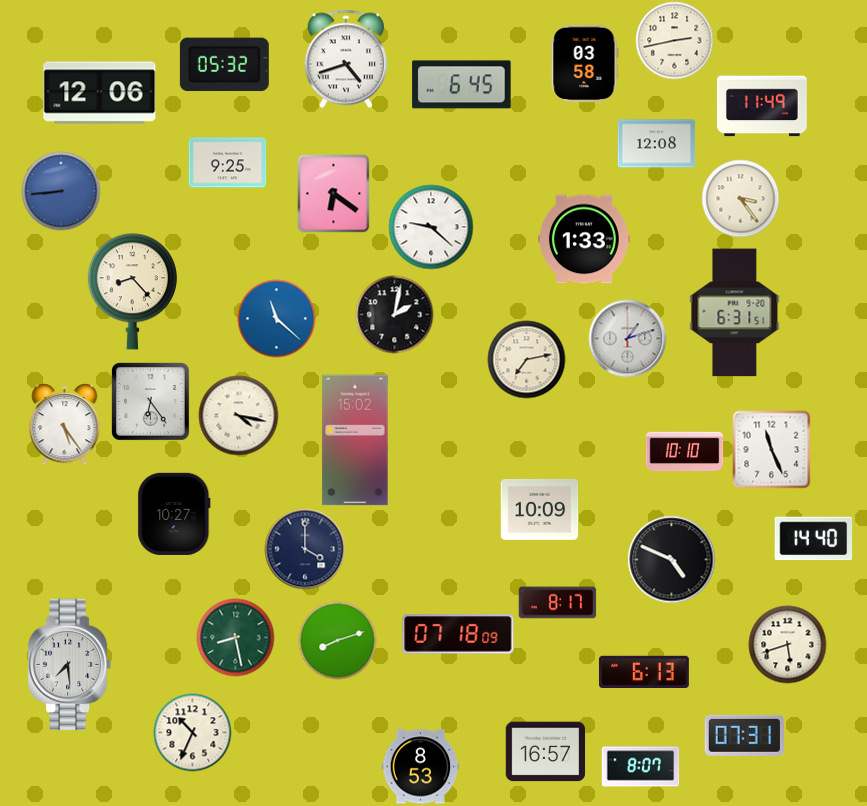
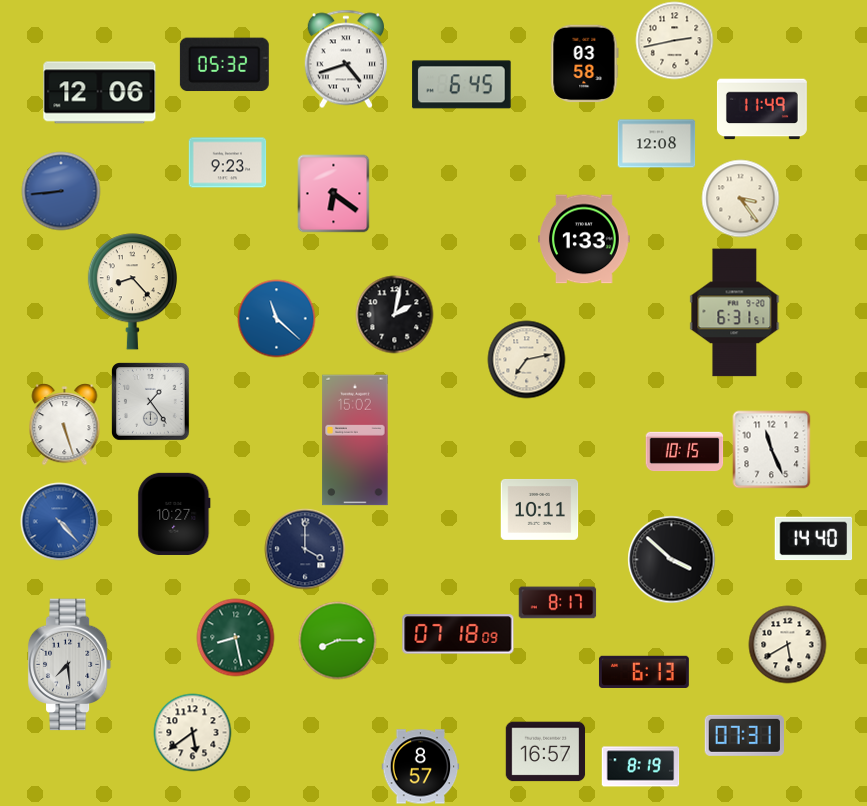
clock at (762, 106) position: (762, 106) -> (762, 109)
clock at (227, 163): 9:25 -> 9:23
clock at (431, 227): 9:22 -> none
clock at (627, 338): 1:12 -> none
clock at (151, 402): 6:24 -> 1:24
clock at (238, 415): 4:17 -> none
clock at (65, 424): 5:24 -> 5:27
clock at (684, 452): 10:10 -> 10:15
clock at (539, 509): 10:09 -> 10:11
clock at (59, 521): none -> 4:23
clock at (671, 559): 4:49 -> 3:52
clock at (337, 640): 8:12 -> 8:15
clock at (787, 644): 5:42 -> 5:40
clock at (192, 732): 10:34 -> 5:39
clock at (420, 767): 8:53 -> 8:57
clock at (640, 767): 8:07 -> 8:19
